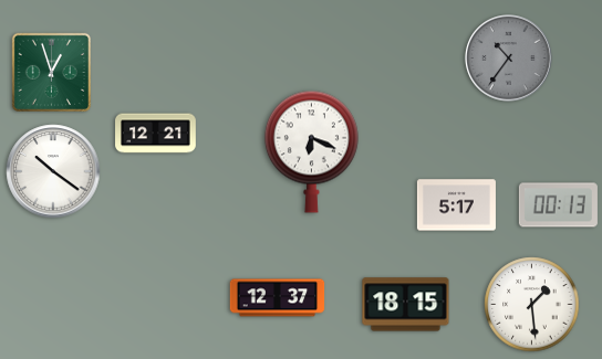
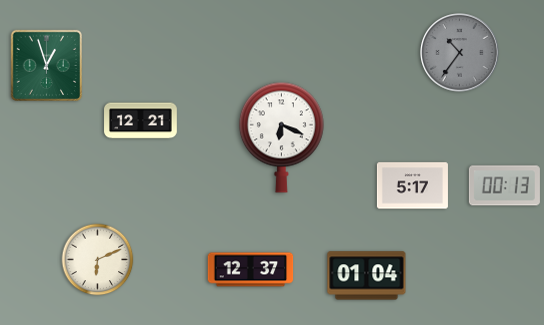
clock at (53, 171): 10:21 -> none
clock at (98, 260): none -> 6:11
clock at (406, 305): 18:15 -> 01:04
clock at (532, 305): 1:29 -> none
